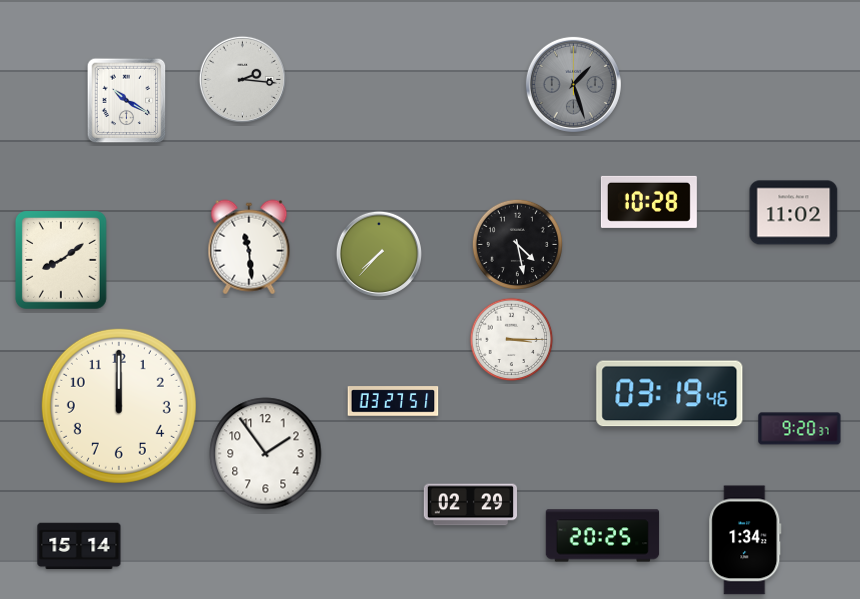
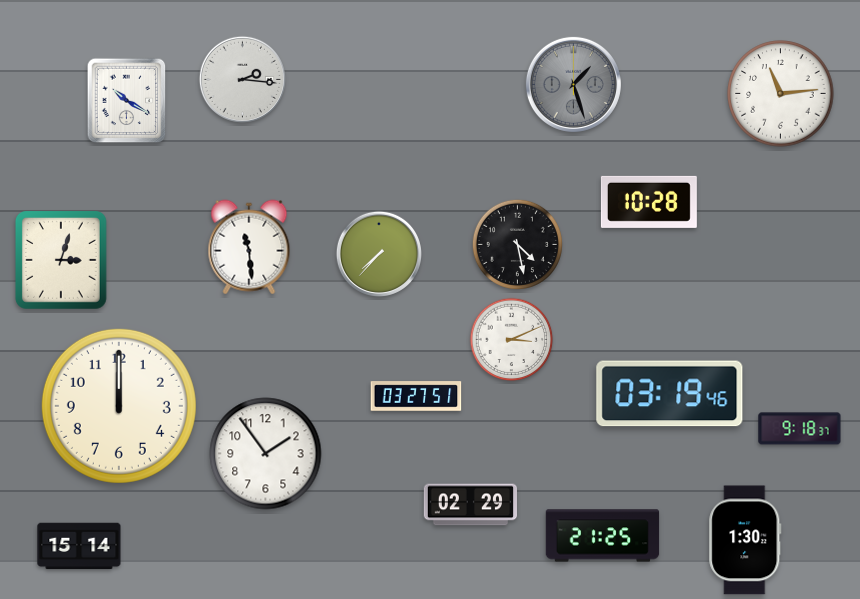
clock at (781, 94): none -> 11:14
clock at (794, 213): 11:02 -> none
clock at (61, 261): 8:09 -> 3:03
clock at (512, 340): 3:15 -> 3:11
clock at (393, 401) position: (393, 401) -> (416, 396)
clock at (800, 429): 9:20 -> 9:18
clock at (603, 536): 20:25 -> 21:25
clock at (745, 540): 1:34 -> 1:30
